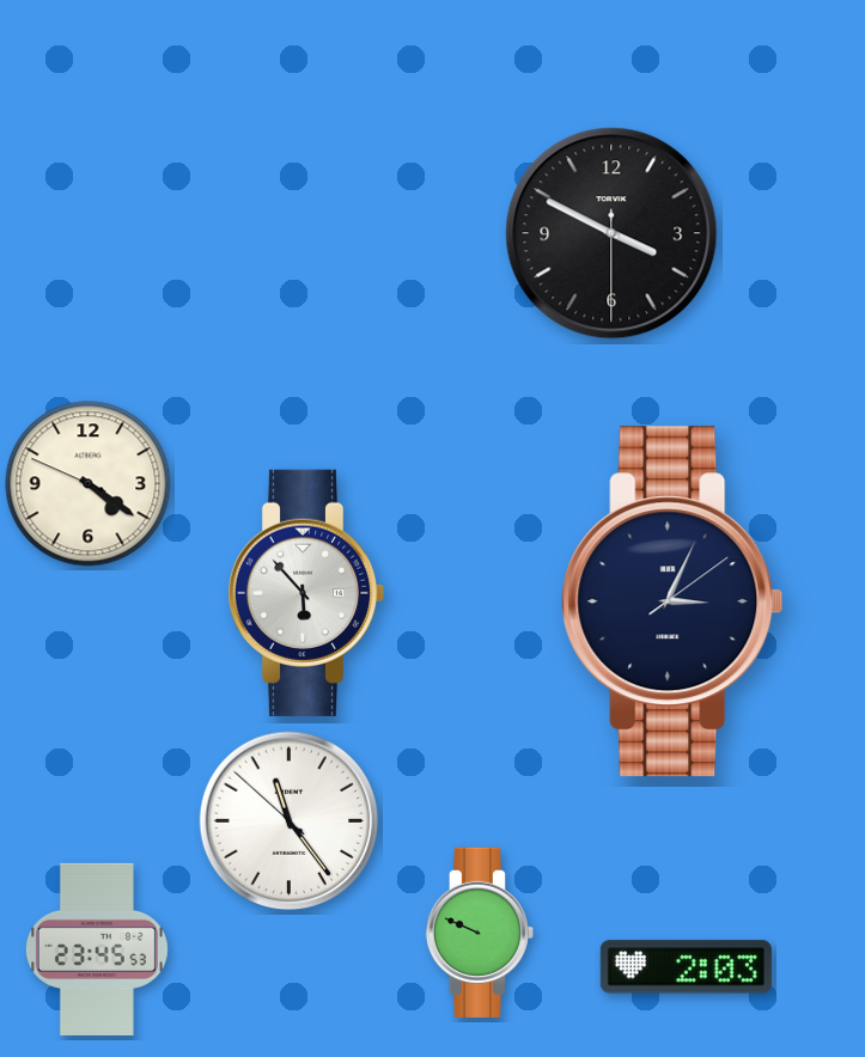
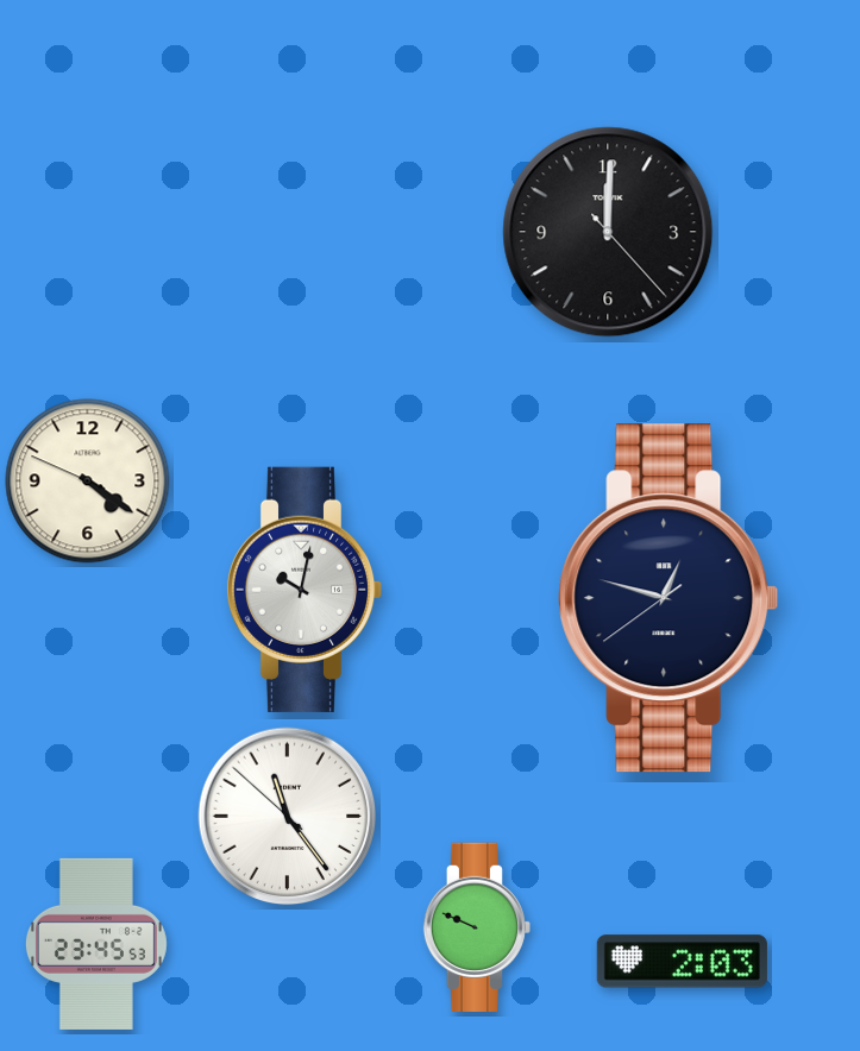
clock at (611, 233): 3:49 -> 12:00
clock at (306, 593): 5:53 -> 10:02
clock at (672, 601): 3:04 -> 12:47
